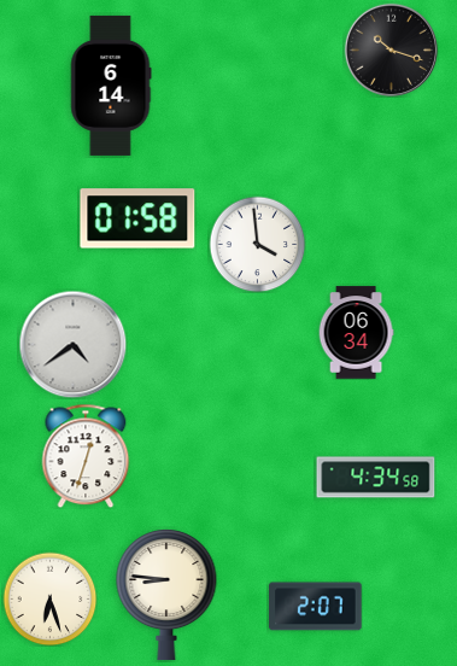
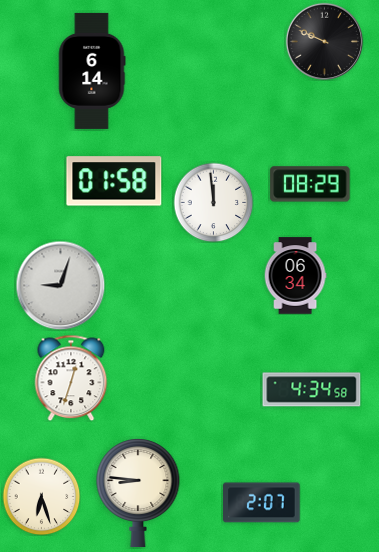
clock at (391, 49): 10:18 -> 9:49
clock at (310, 184): none -> 08:29
clock at (257, 244): 3:59 -> 11:59
clock at (72, 344): 4:39 -> 9:03
clock at (376, 478) position: (376, 478) -> (312, 390)
